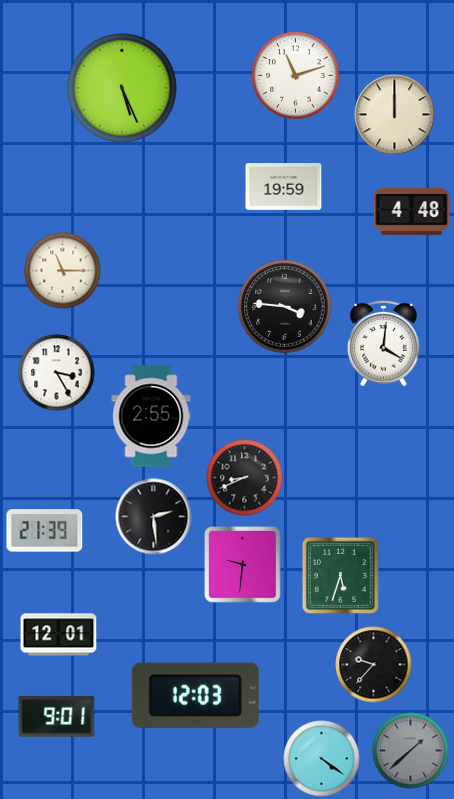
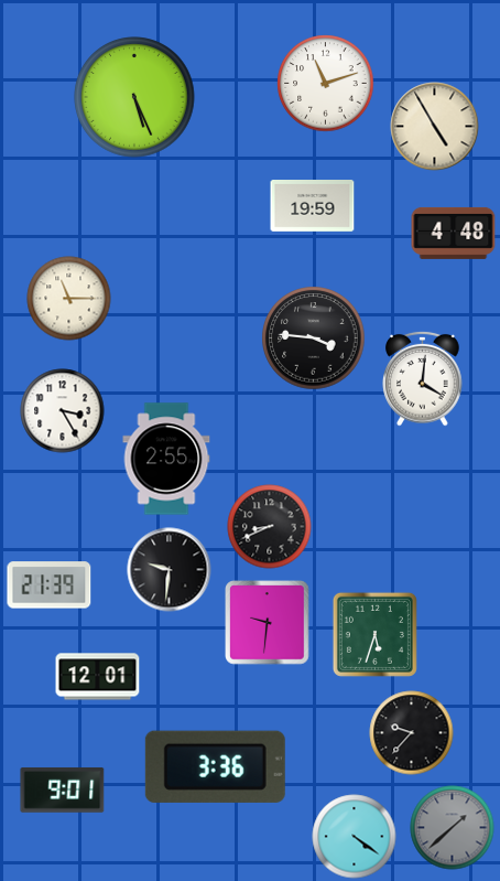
clock at (395, 115): 12:00 -> 4:55
clock at (154, 517): 2:29 -> 9:31
clock at (59, 635) position: (59, 635) -> (98, 677)
clock at (195, 695): 12:03 -> 3:36
